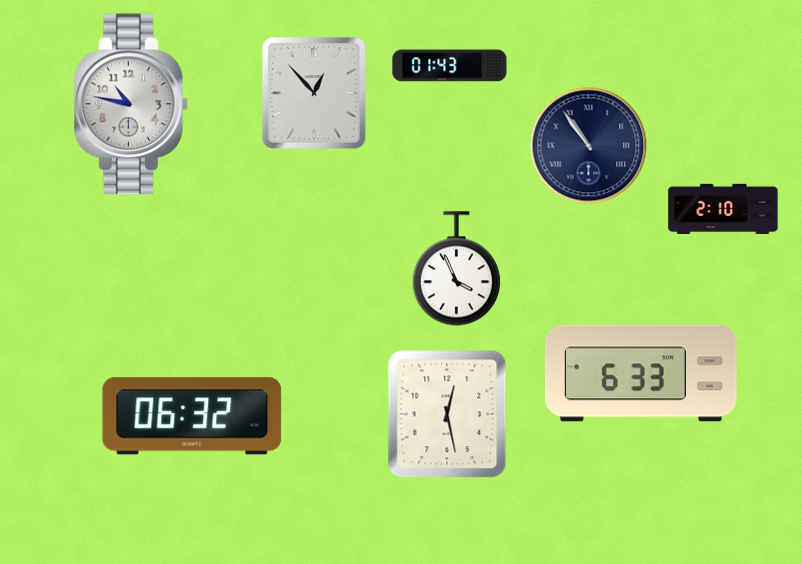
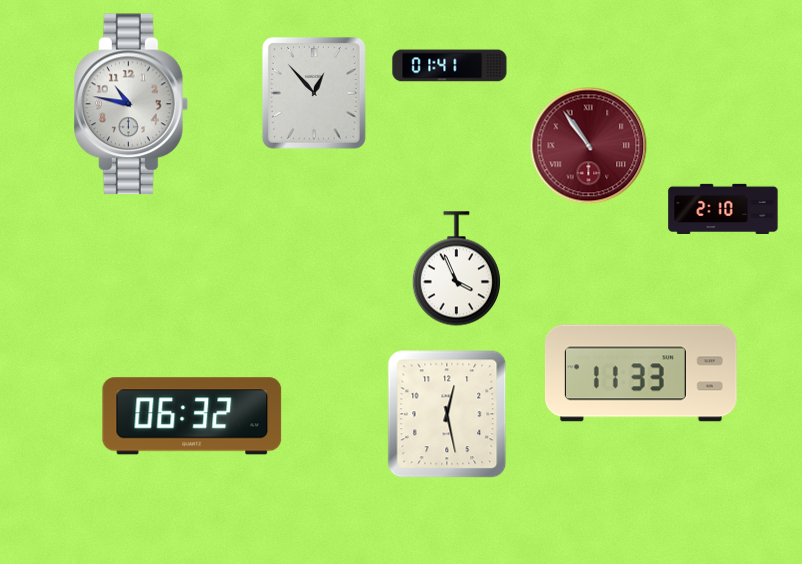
clock at (450, 66): 01:43 -> 01:41
clock at (589, 146) dial: navy -> burgundy
clock at (641, 373): 6:33 -> 11:33
